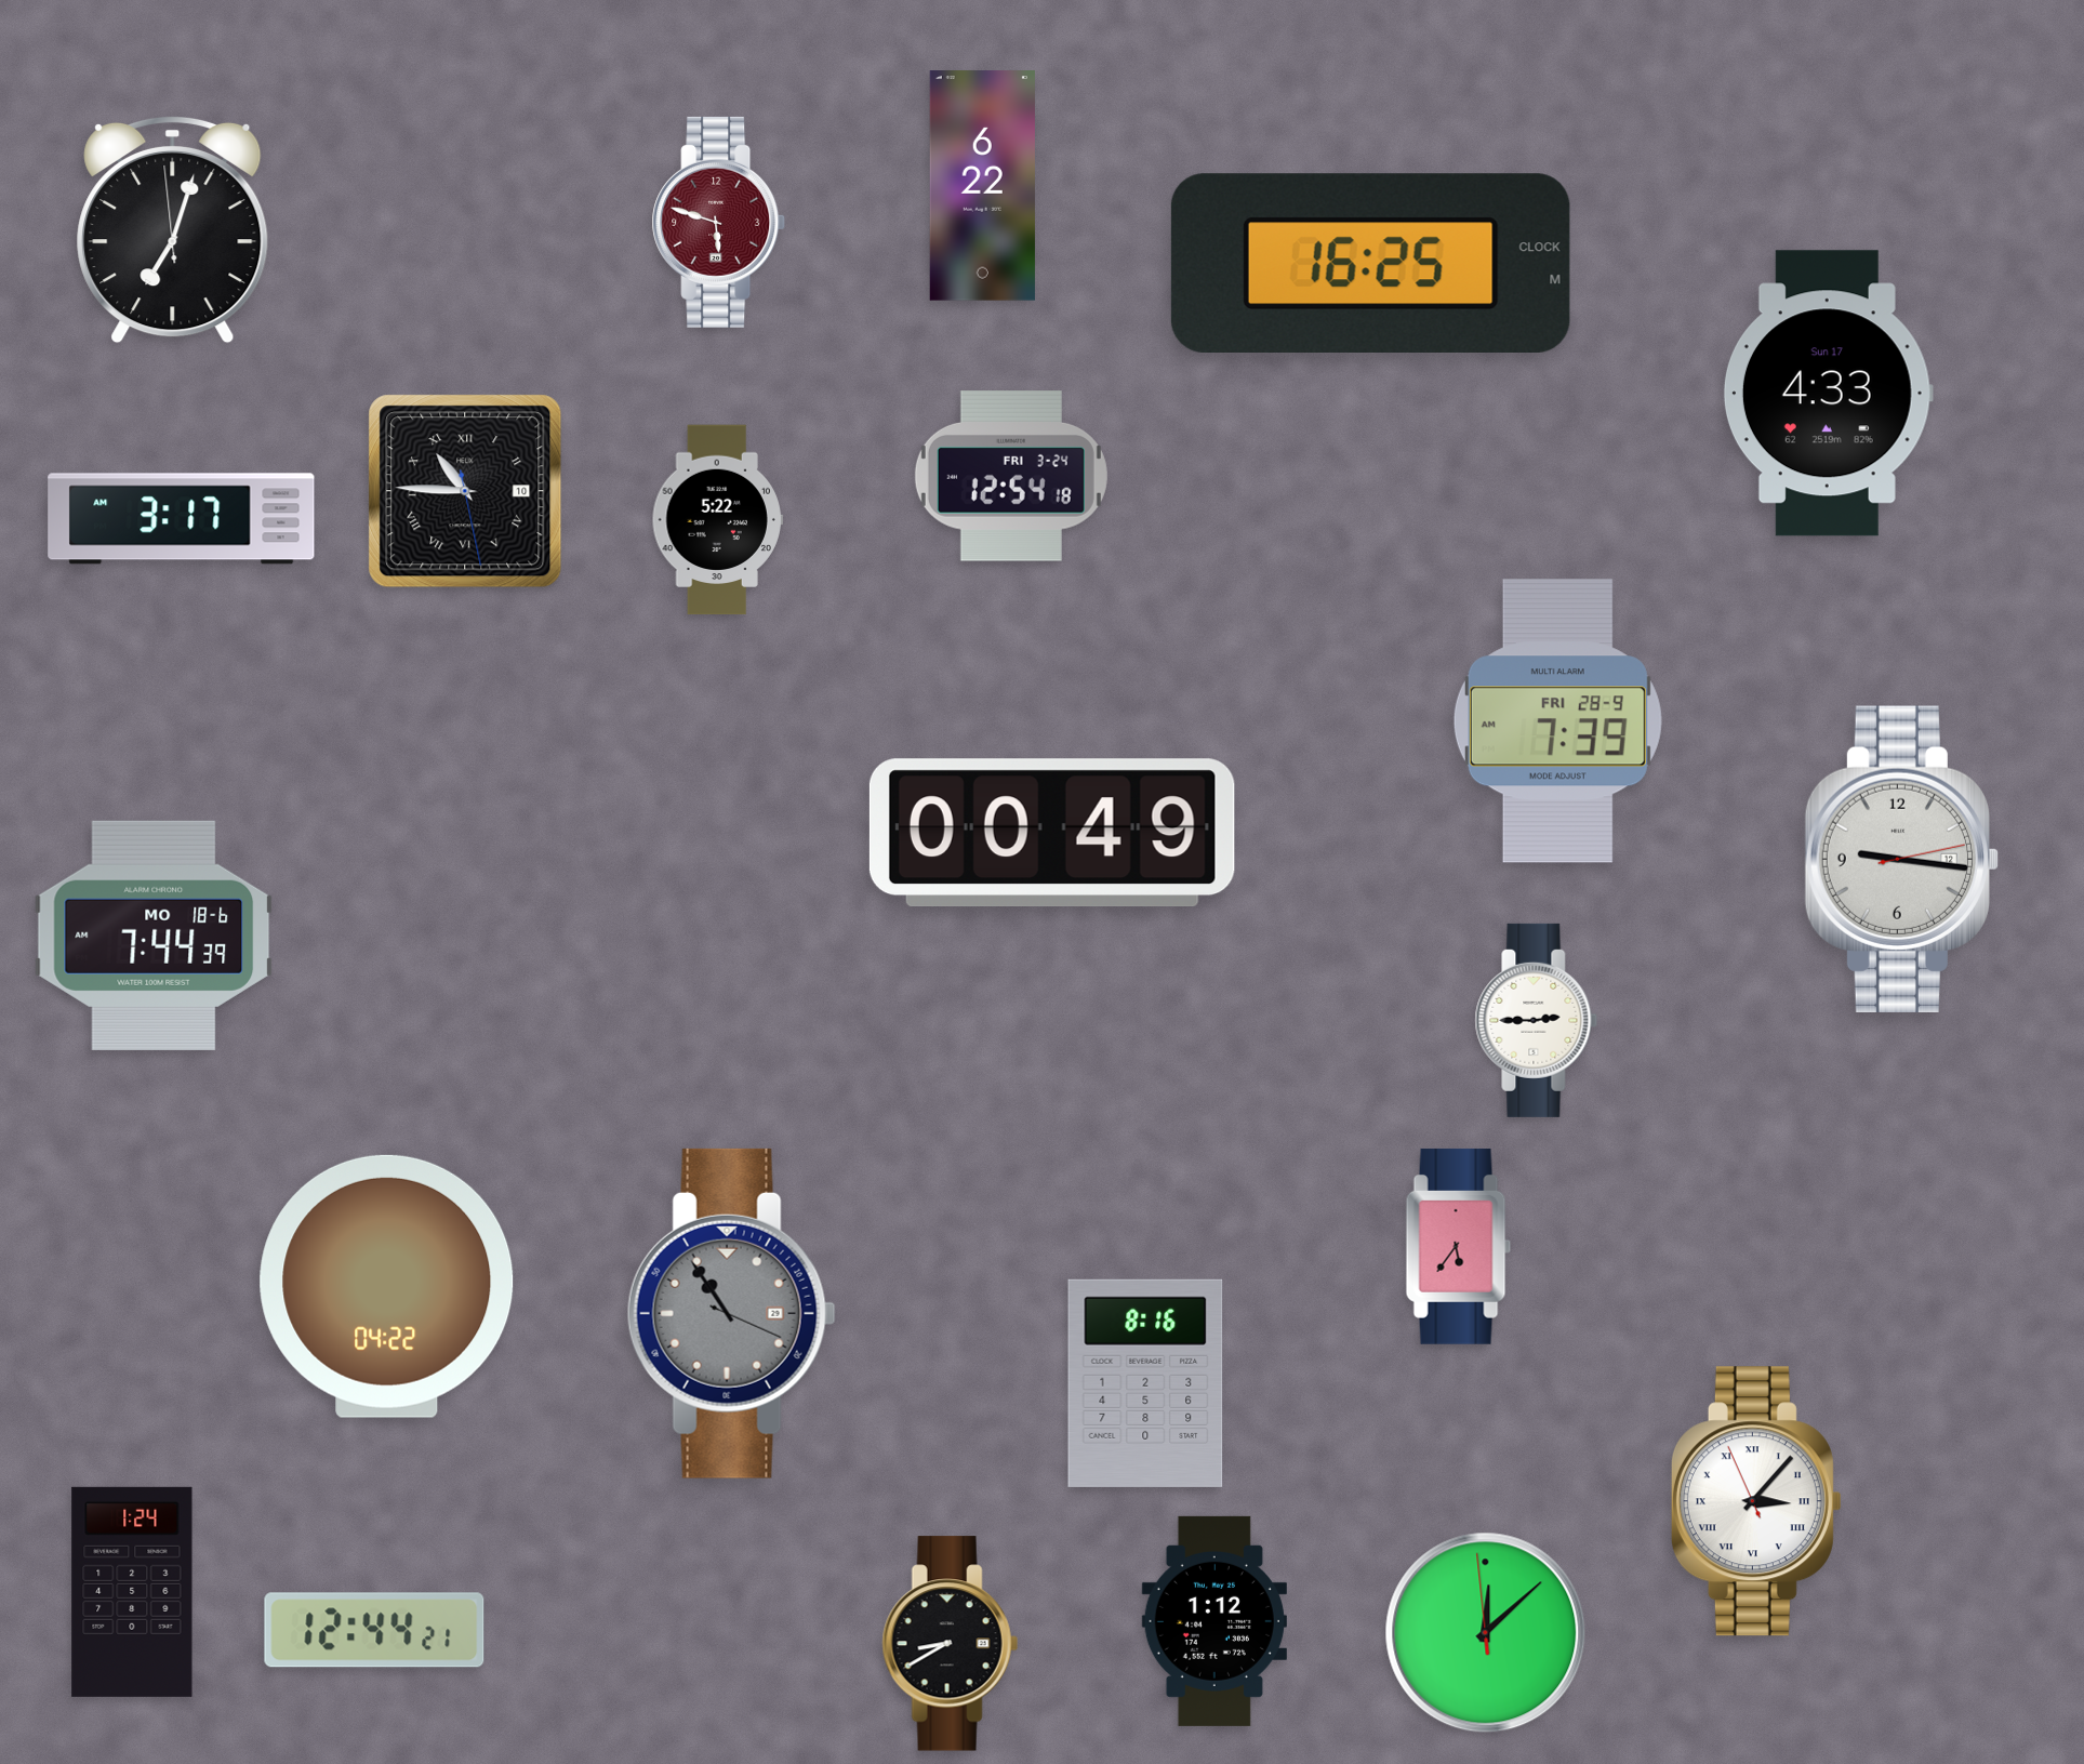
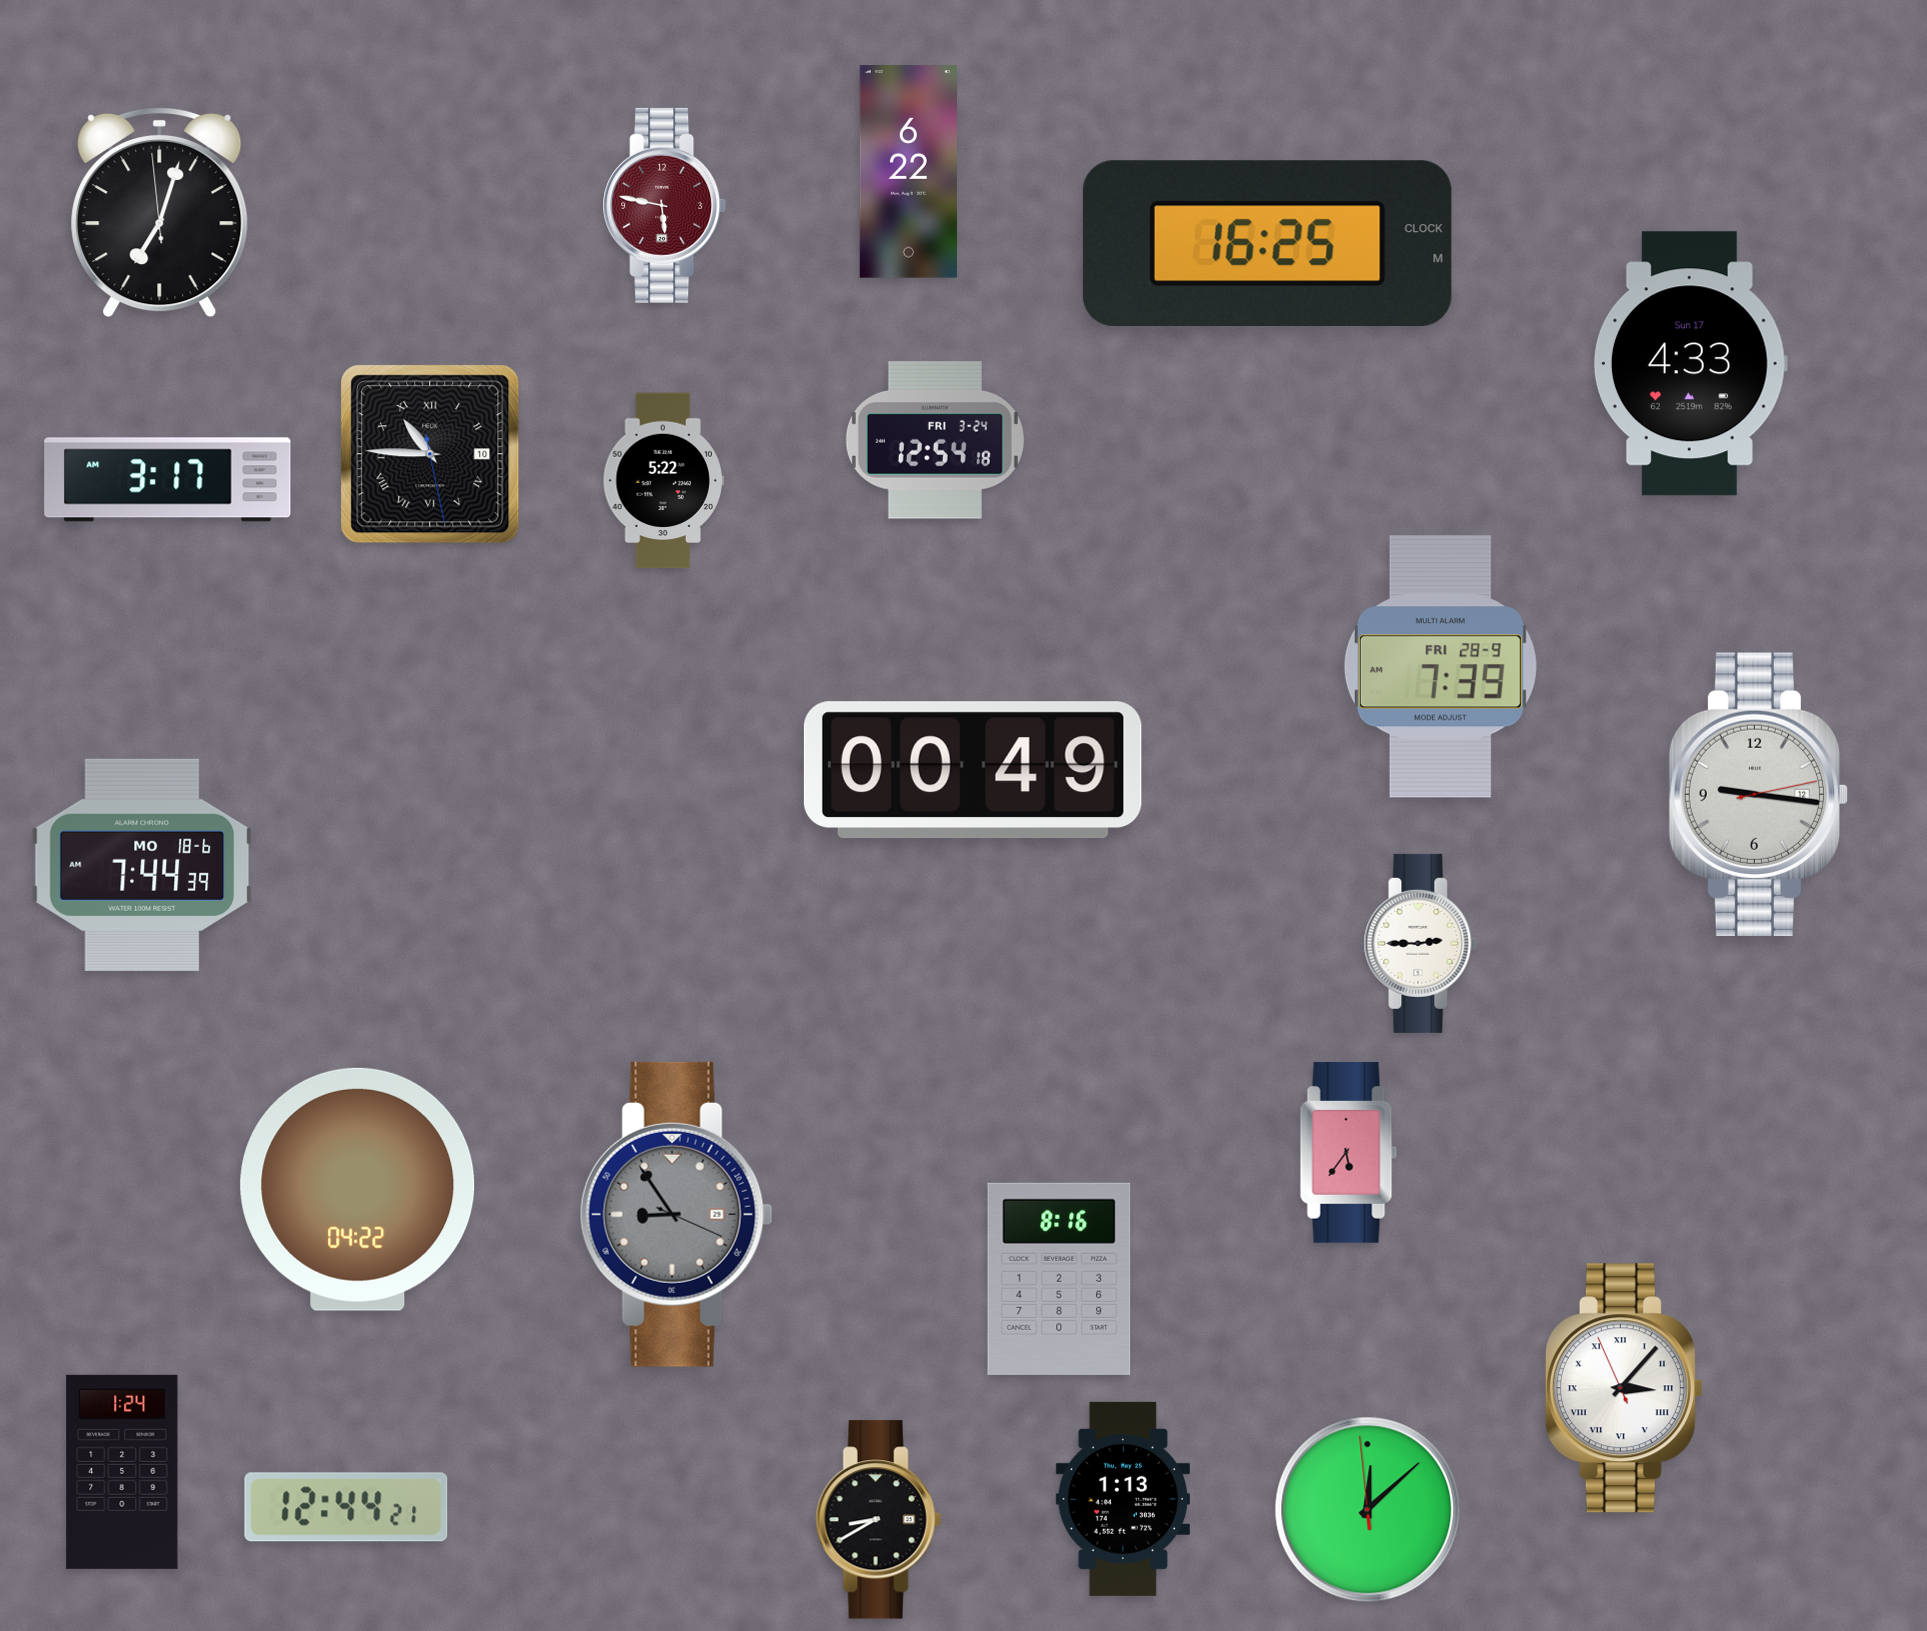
clock at (719, 222): 5:48 -> 5:47
clock at (731, 1313): 10:54 -> 8:54
clock at (1214, 1621): 1:12 -> 1:13
clock at (1486, 1633) position: (1486, 1633) -> (1368, 1510)
